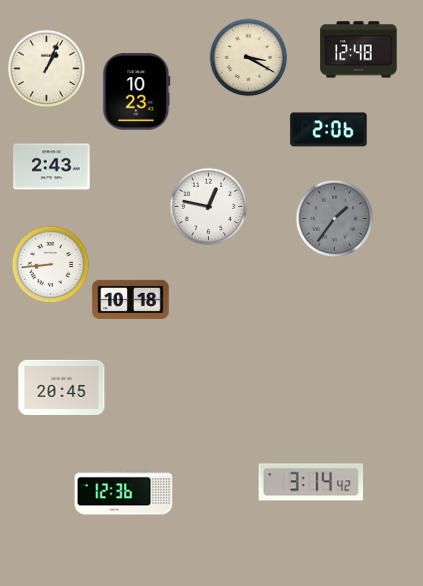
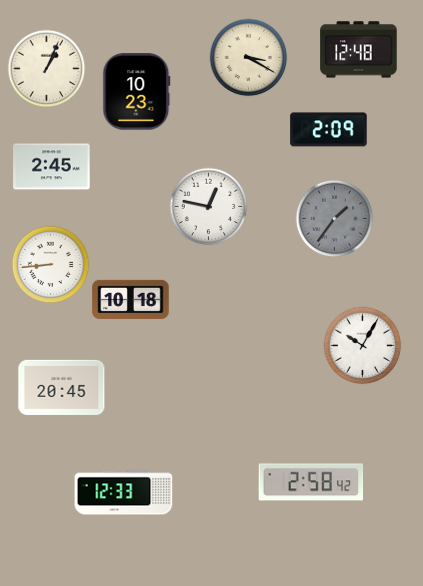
clock at (329, 130): 2:06 -> 2:09
clock at (52, 167): 2:43 -> 2:45
clock at (362, 345): none -> 10:05
clock at (311, 482): 3:14 -> 2:58
clock at (124, 493): 12:36 -> 12:33
